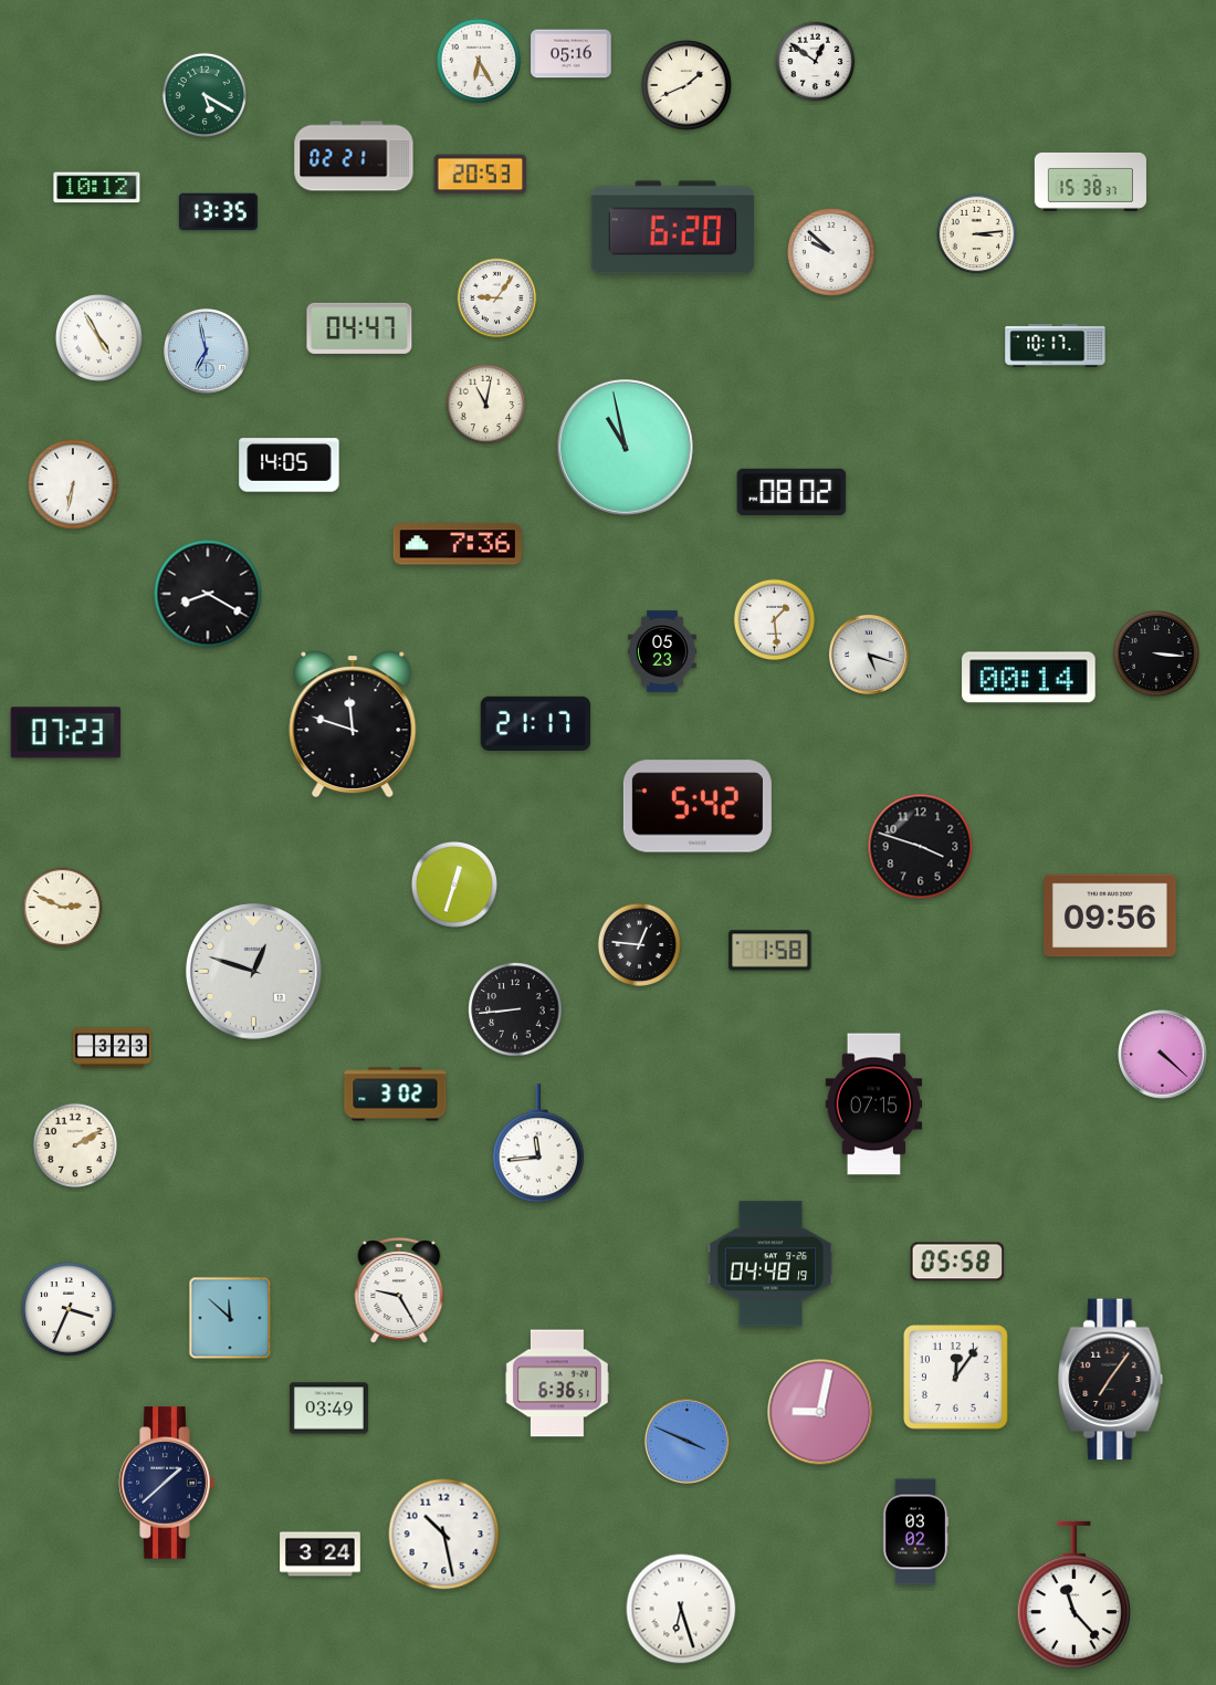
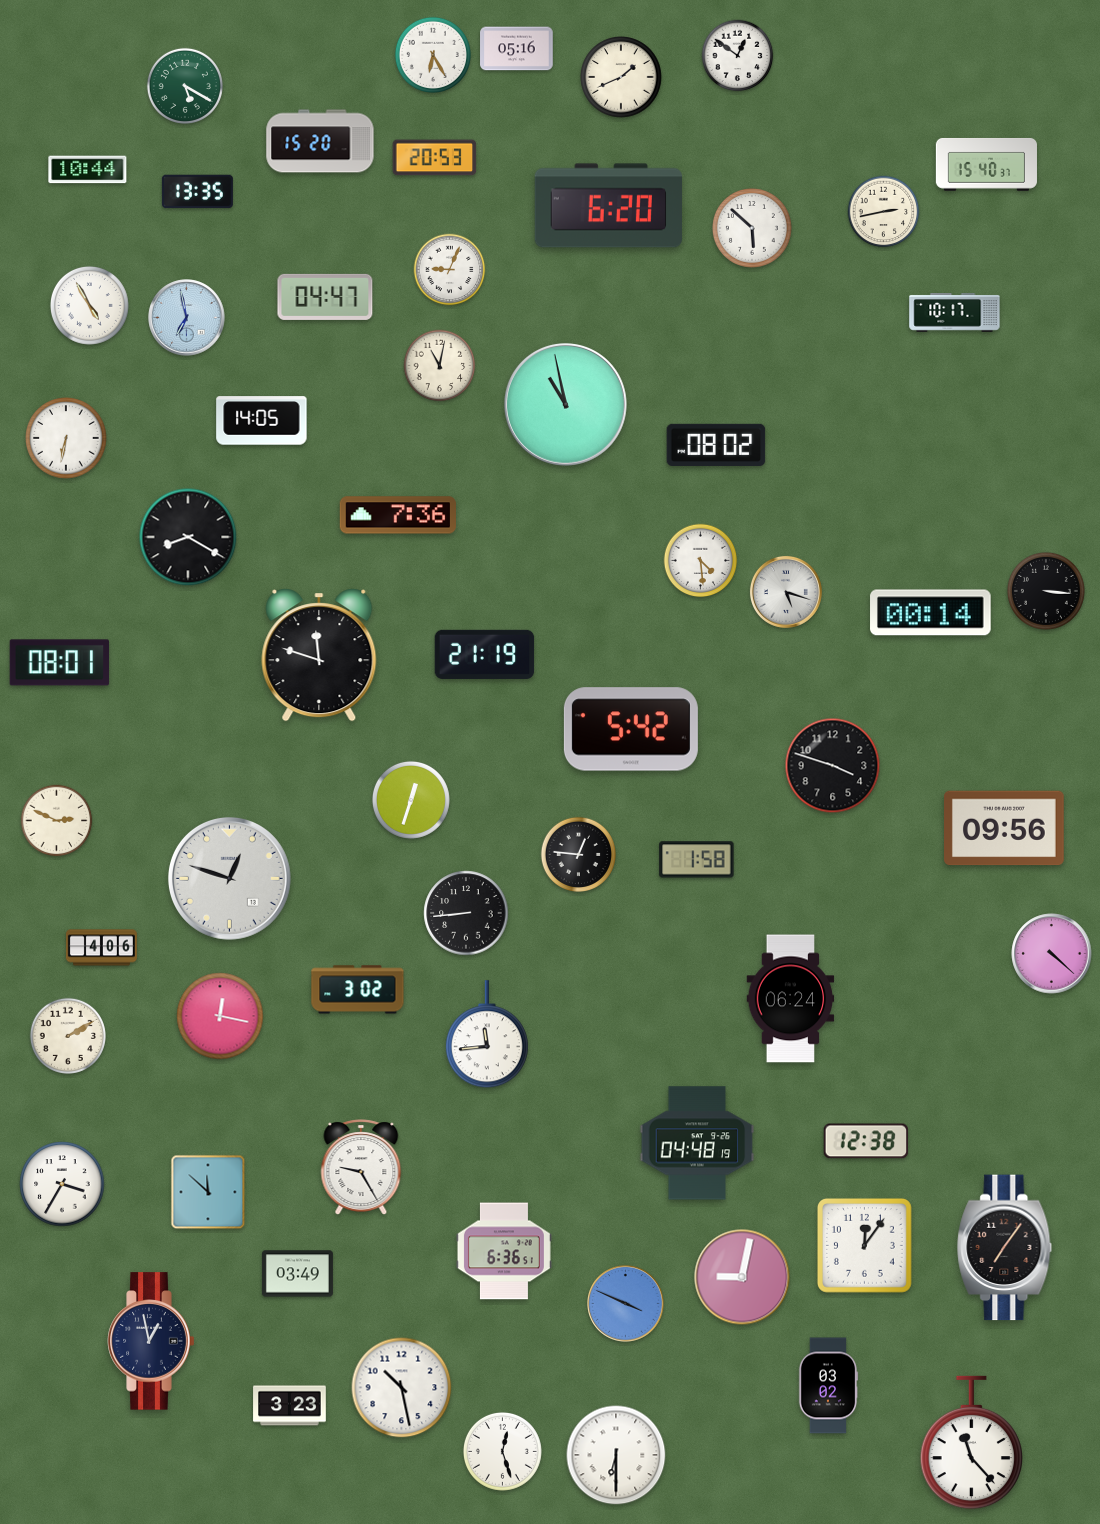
clock at (354, 156): 02:21 -> 15:20
clock at (1090, 181): 15:38 -> 15:40
clock at (97, 188): 10:12 -> 10:44
clock at (977, 234): 3:14 -> 2:43
clock at (831, 252): 9:52 -> 5:52
clock at (497, 299): 9:06 -> 9:04
clock at (458, 544) position: (458, 544) -> (398, 515)
clock at (775, 620): 1:29 -> 4:29
clock at (662, 651): 05:23 -> none
clock at (536, 723): 21:17 -> 21:19
clock at (66, 733): 07:23 -> 08:01
clock at (112, 1048): 3:23 -> 4:06
clock at (874, 1105): 07:15 -> 06:24
clock at (220, 1016): none -> 12:17
clock at (956, 1262): 05:58 -> 12:38
clock at (69, 1309): 3:34 -> 3:35
clock at (688, 1442) position: (688, 1442) -> (626, 1304)
clock at (167, 1483): 1:38 -> 12:58
clock at (321, 1555): 3:24 -> 3:23
clock at (502, 1451): none -> 12:27
clock at (681, 1609): 6:27 -> 6:30
